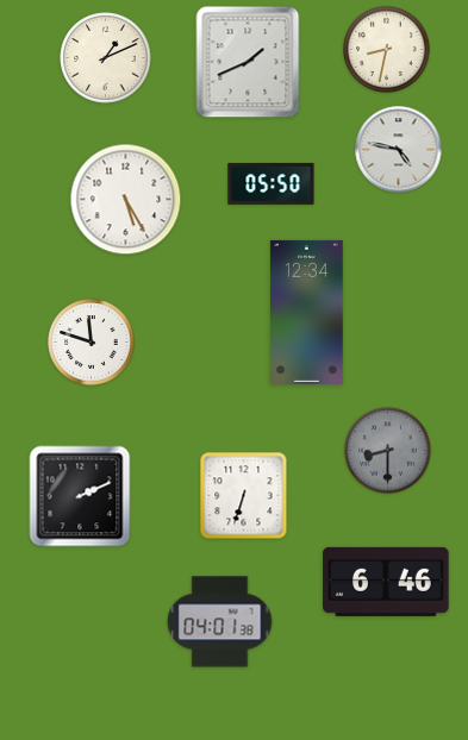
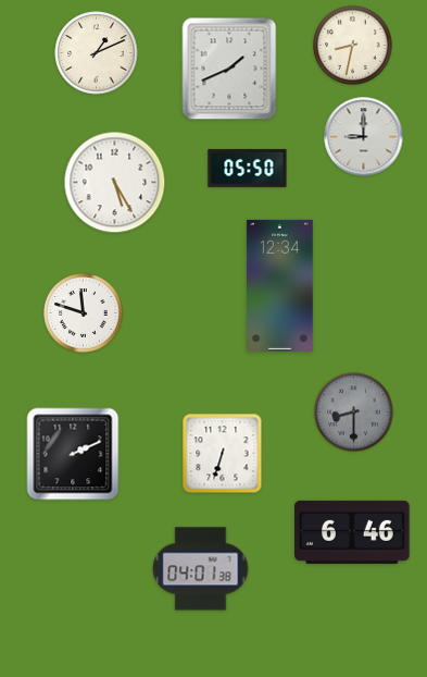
clock at (248, 62) position: (248, 62) -> (229, 69)
clock at (399, 150): 4:47 -> 9:00
